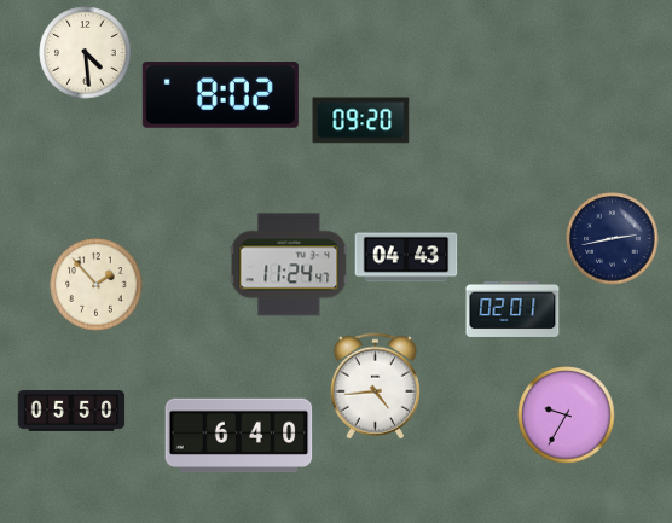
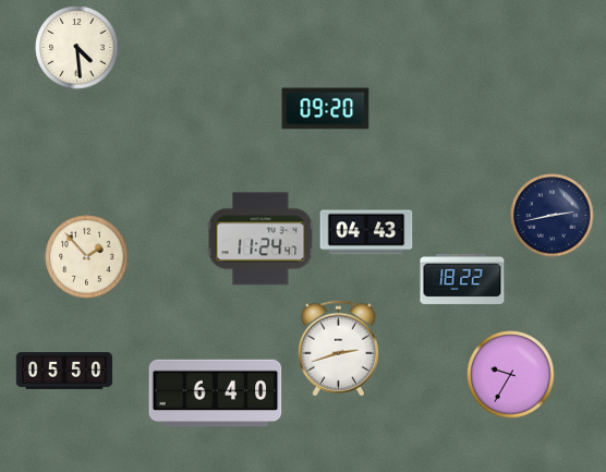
clock at (220, 95): 8:02 -> none
clock at (512, 309): 02:01 -> 18:22
clock at (375, 387): 4:44 -> 2:42
